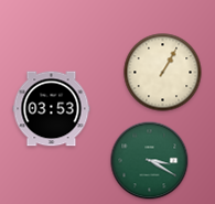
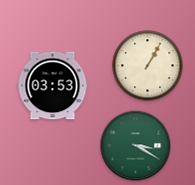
clock at (52, 109) position: (52, 109) -> (53, 86)
